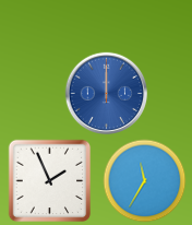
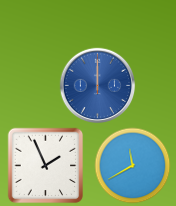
clock at (145, 181): 11:35 -> 11:40
